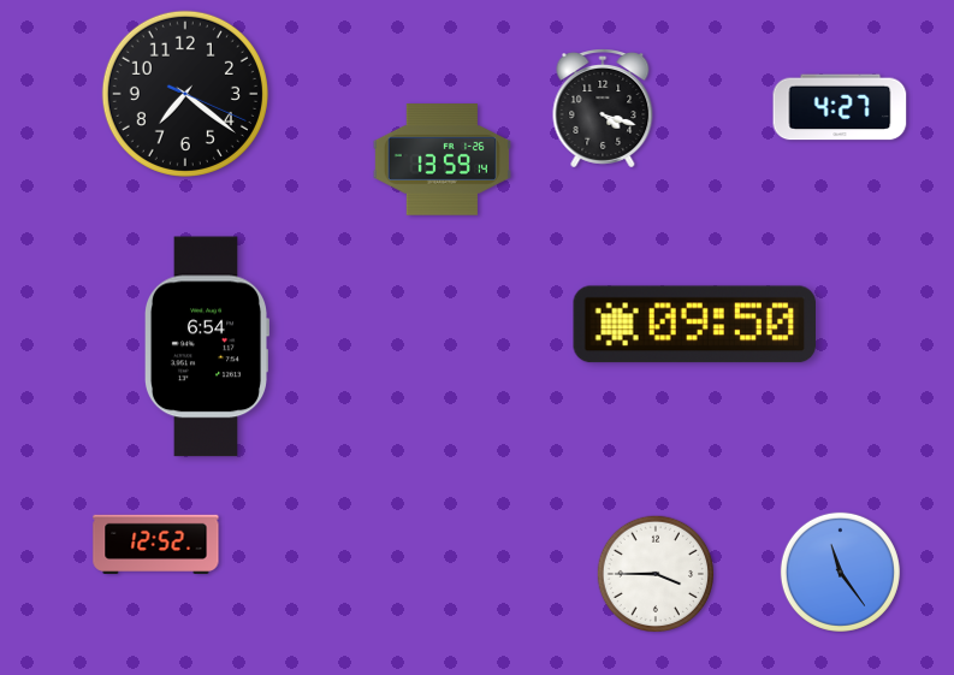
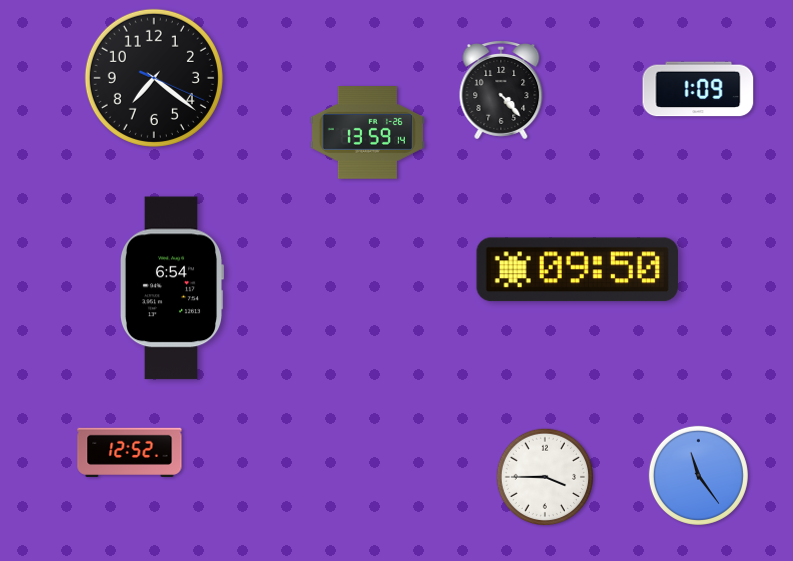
clock at (840, 107): 4:27 -> 1:09
clock at (603, 109): 4:18 -> 4:23
